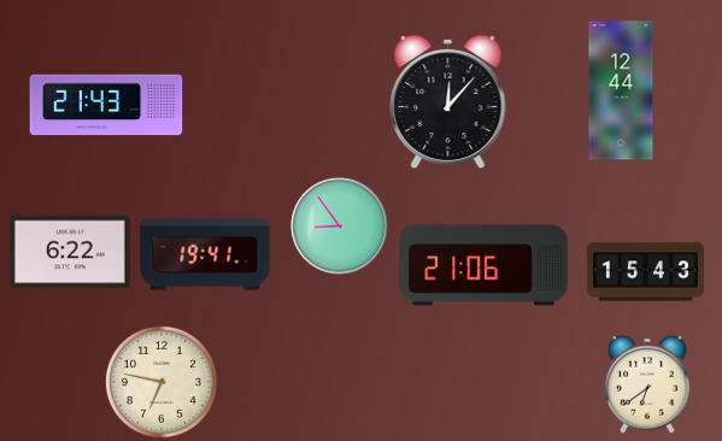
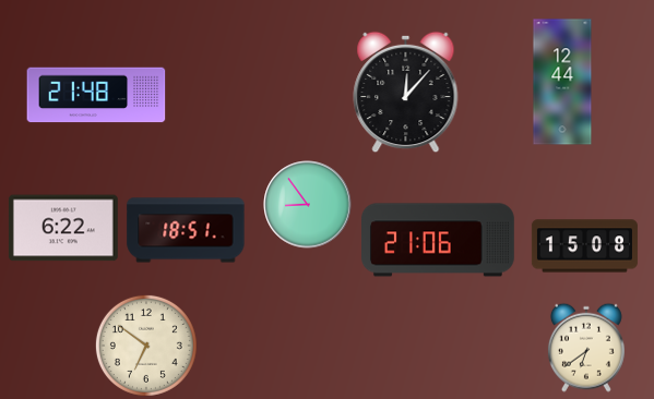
clock at (106, 105): 21:43 -> 21:48
clock at (205, 254): 19:41 -> 18:51
clock at (645, 272): 15:43 -> 15:08
clock at (162, 382): 6:47 -> 6:51
